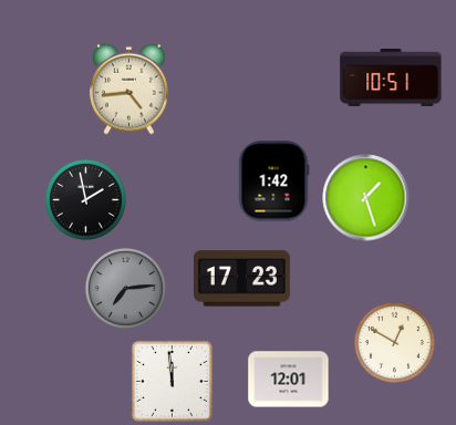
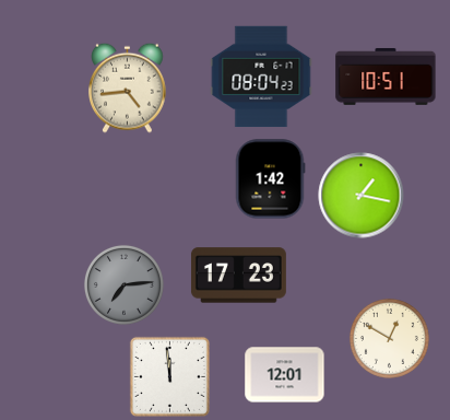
clock at (261, 77): none -> 08:04
clock at (366, 198): 1:27 -> 1:17
clock at (85, 199): 1:58 -> none
